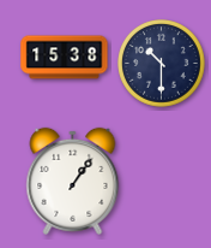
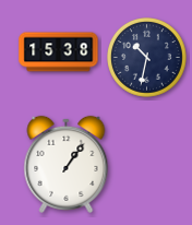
clock at (162, 64): 10:30 -> 10:32
